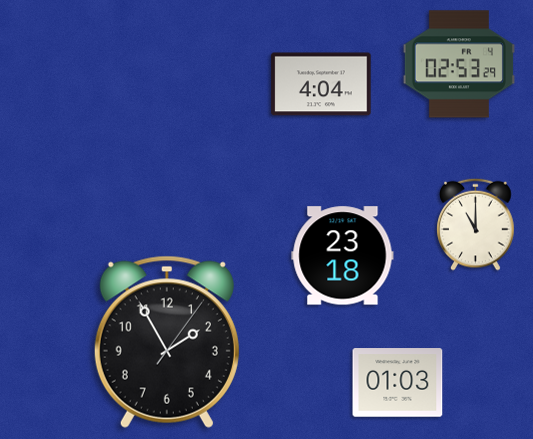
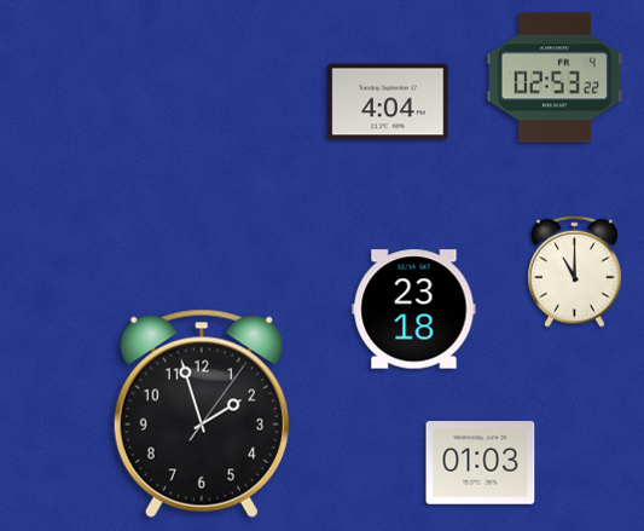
clock at (459, 64): 02:53:29 -> 02:53:22
clock at (167, 342): 1:55 -> 1:57
